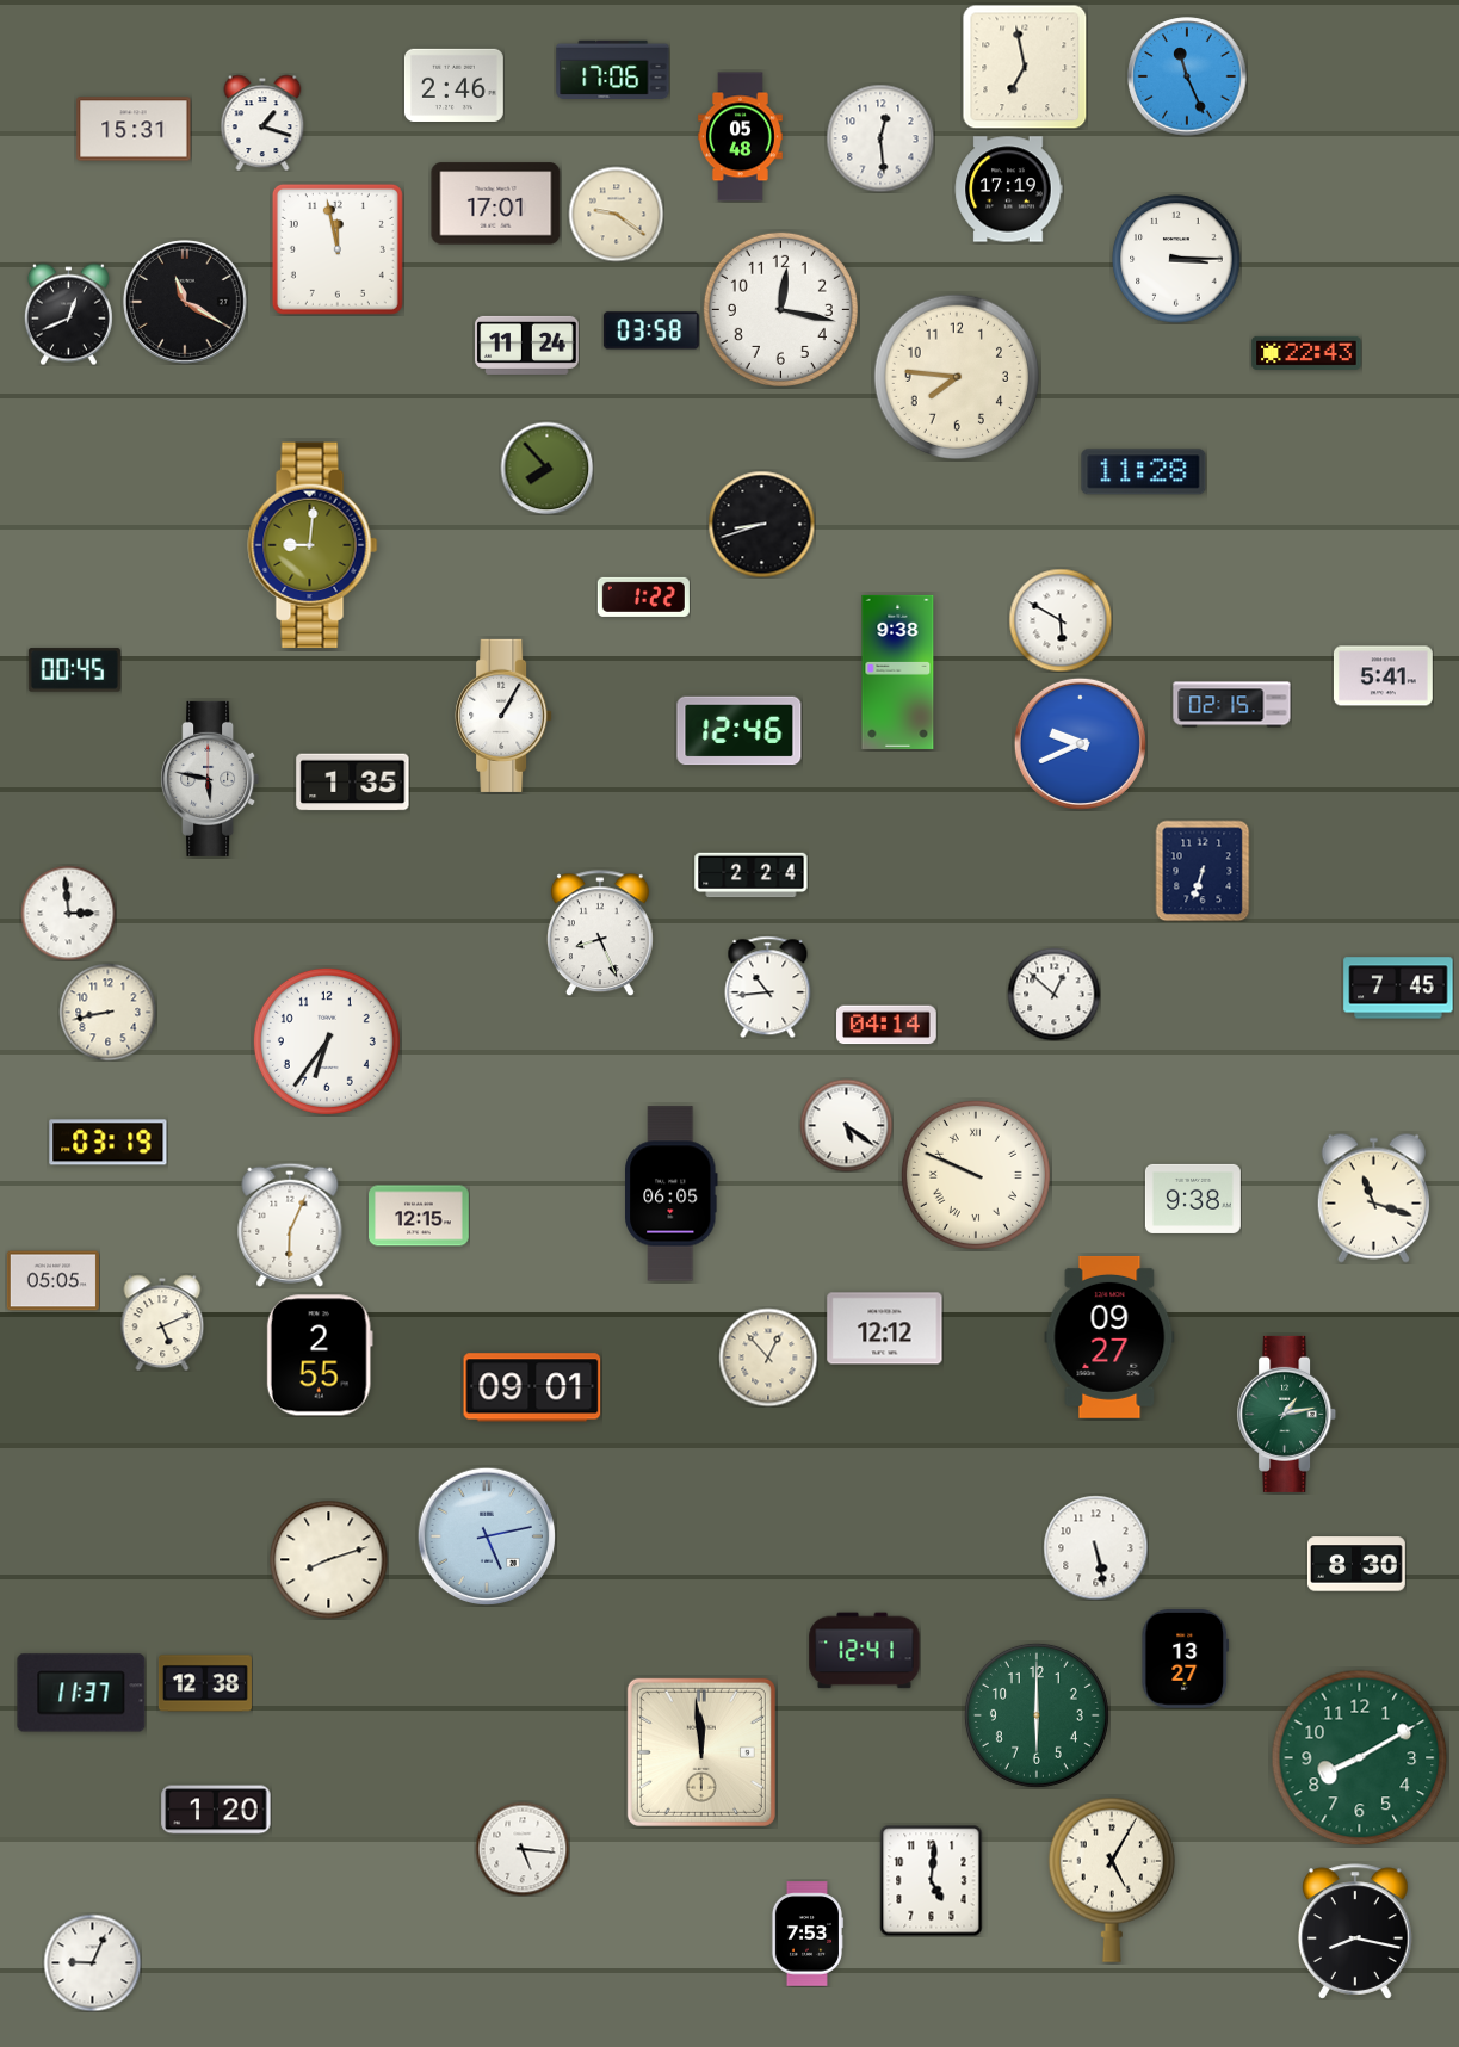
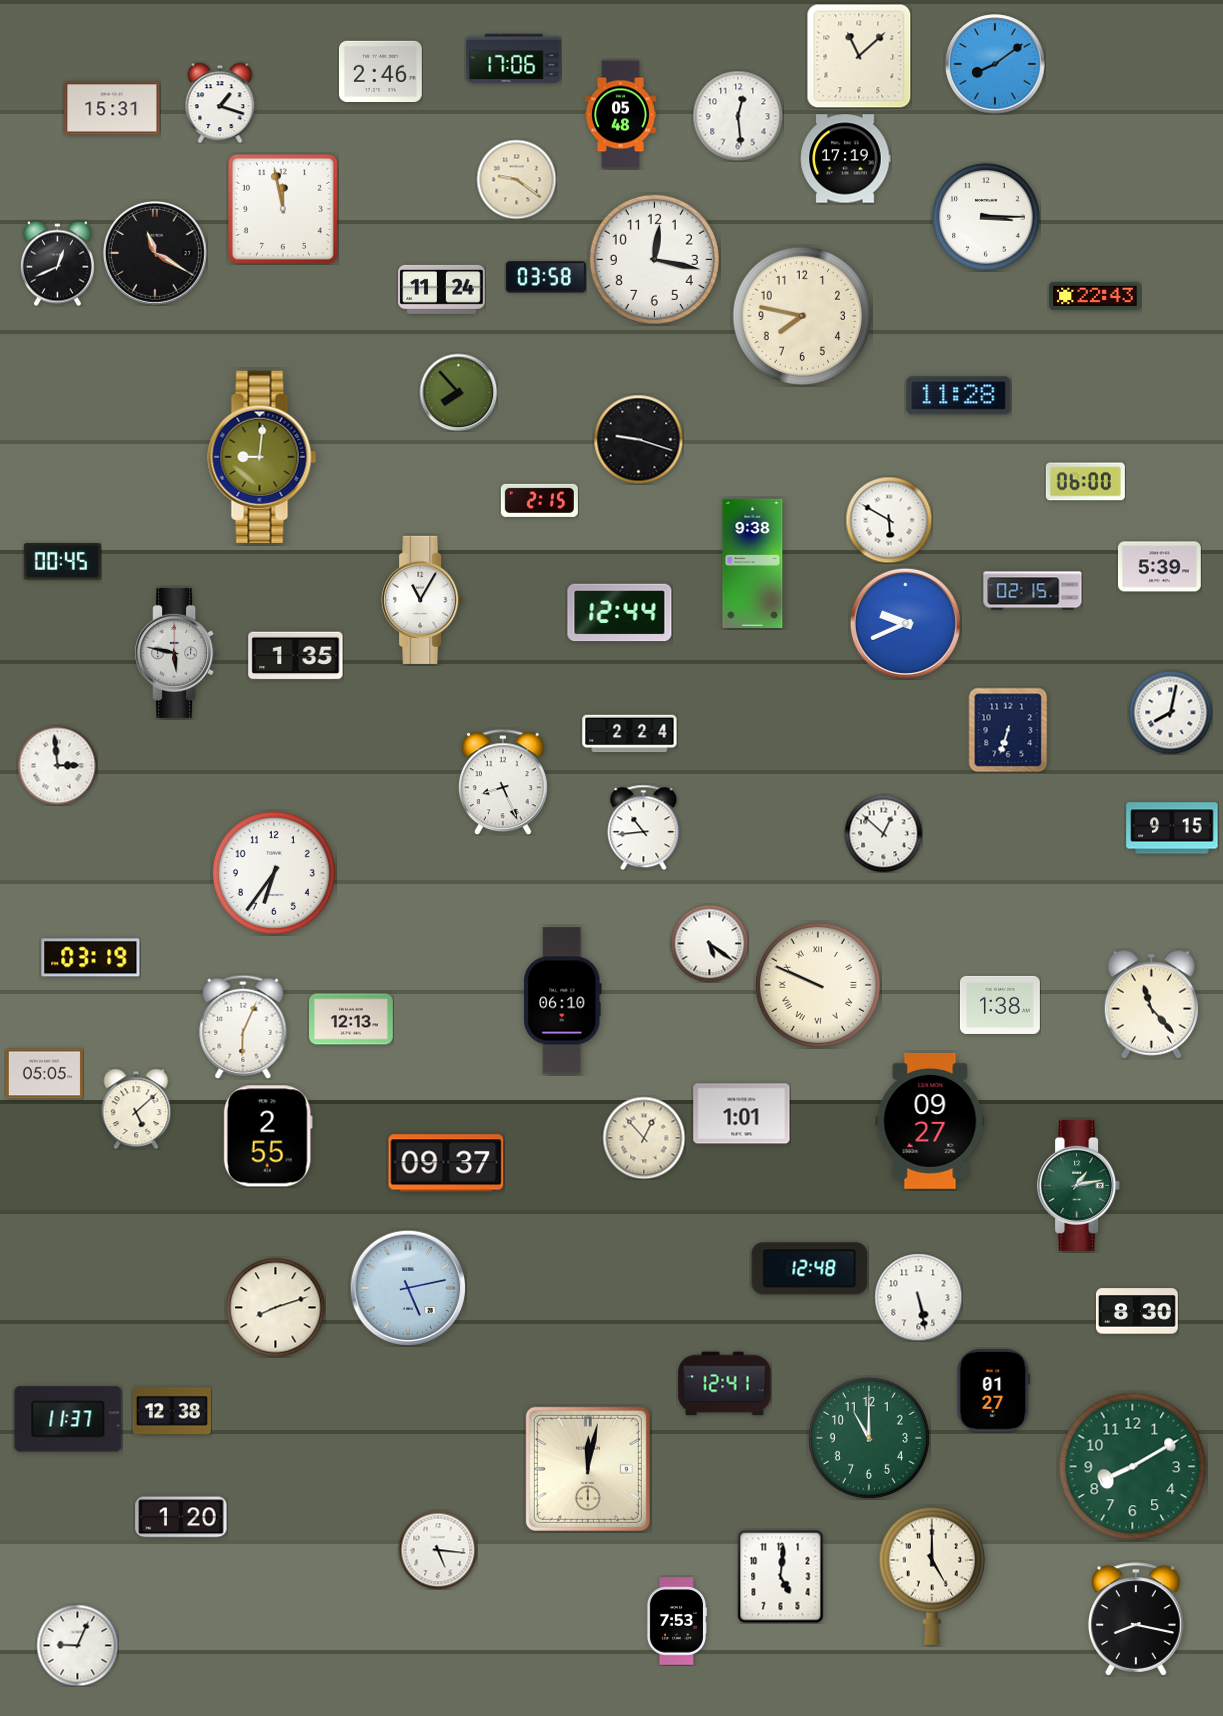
clock at (1025, 67): 6:58 -> 11:08
clock at (1187, 76): 11:26 -> 8:09
clock at (496, 204): 17:01 -> none
clock at (956, 376): 7:46 -> 7:47
clock at (761, 524): 8:42 -> 9:18
clock at (1085, 482): none -> 06:00
clock at (643, 596): 1:22 -> 2:15
clock at (1383, 676): 5:41 -> 5:39
clock at (503, 716): 1:05 -> 11:05
clock at (740, 731): 12:46 -> 12:44
clock at (1170, 712): none -> 8:02
clock at (1398, 988): 7:45 -> 9:15
clock at (107, 1012): 8:43 -> none
clock at (888, 1025): 04:14 -> none
clock at (672, 1194): 06:05 -> 06:10
clock at (1373, 1198): 11:18 -> 11:23
clock at (1193, 1199): 9:38 -> 1:38
clock at (420, 1216): 12:15 -> 12:13
clock at (162, 1323): 5:11 -> 5:08
clock at (885, 1329): 12:12 -> 1:01
clock at (532, 1387): 09:01 -> 09:37
clock at (810, 1269): none -> 12:48
clock at (1186, 1658): 13:27 -> 01:27
clock at (1037, 1715): 6:00 -> 11:00
clock at (701, 1752): 11:59 -> 12:02
clock at (1360, 1758) position: (1360, 1758) -> (1133, 1467)
clock at (1112, 1880): 5:05 -> 5:00
